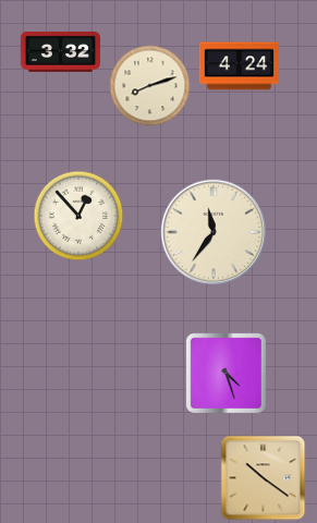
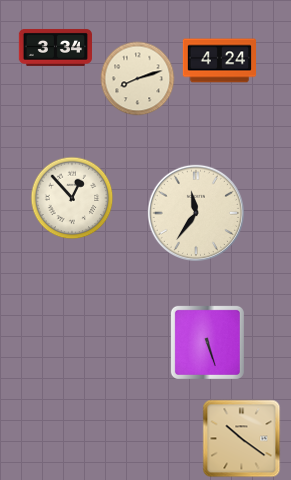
clock at (60, 51): 3:32 -> 3:34
clock at (225, 373): 4:27 -> 5:27
